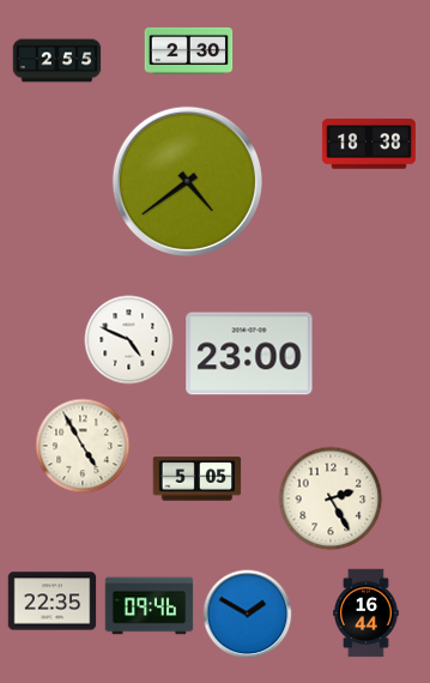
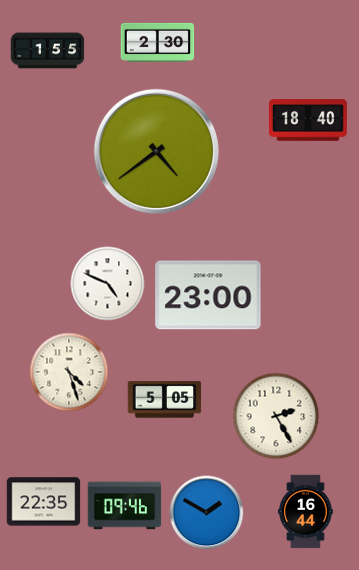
clock at (57, 61): 2:55 -> 1:55
clock at (369, 144): 18:38 -> 18:40
clock at (83, 446): 4:55 -> 4:27
